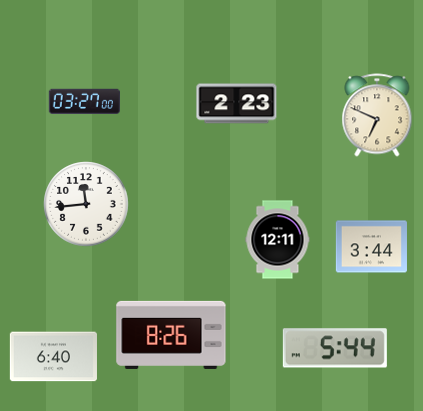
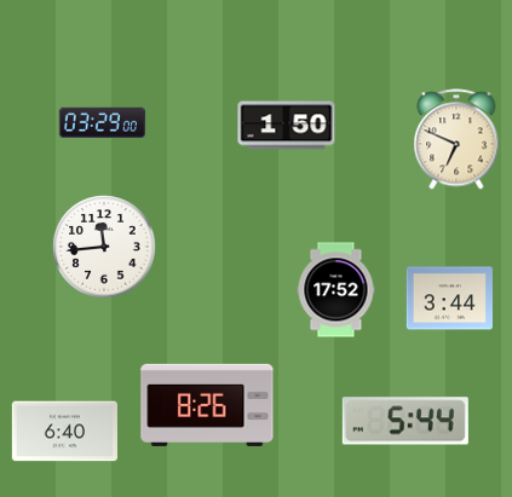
clock at (84, 101): 03:27 -> 03:29
clock at (237, 104): 2:23 -> 1:50
clock at (278, 240): 12:11 -> 17:52
